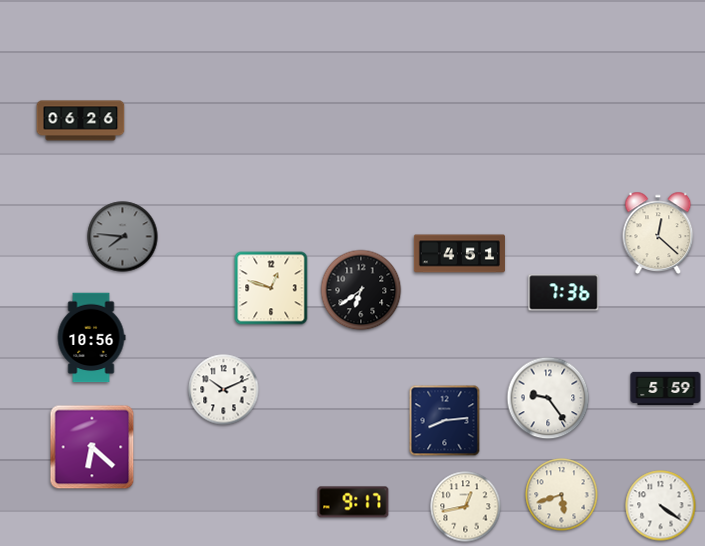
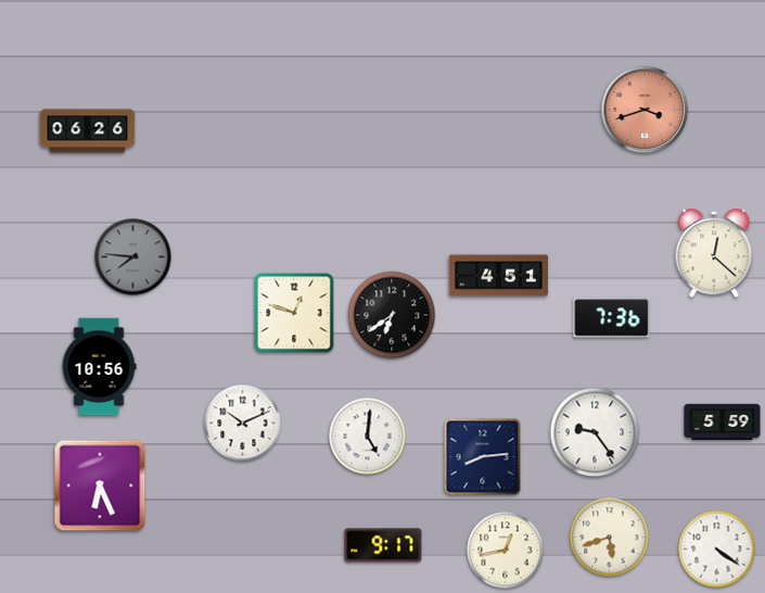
clock at (645, 110): none -> 3:42
clock at (368, 437): none -> 5:01
clock at (92, 447): 6:22 -> 6:26
